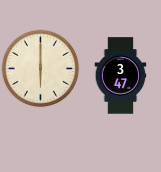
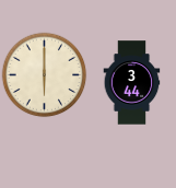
clock at (121, 76): 3:47 -> 3:44
